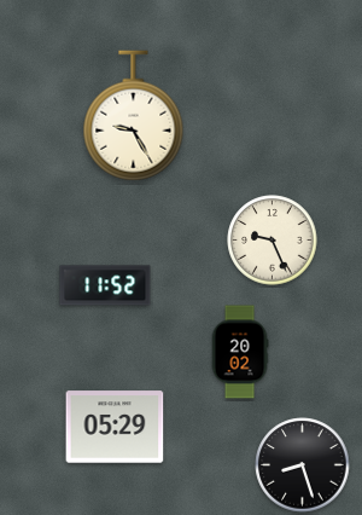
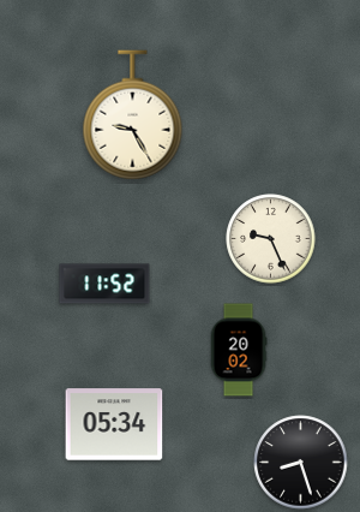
clock at (115, 427): 05:29 -> 05:34
